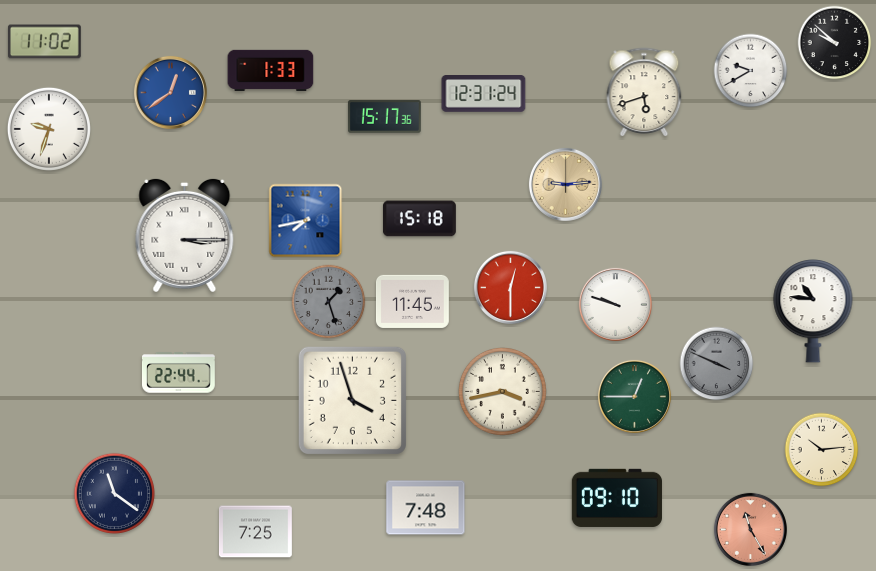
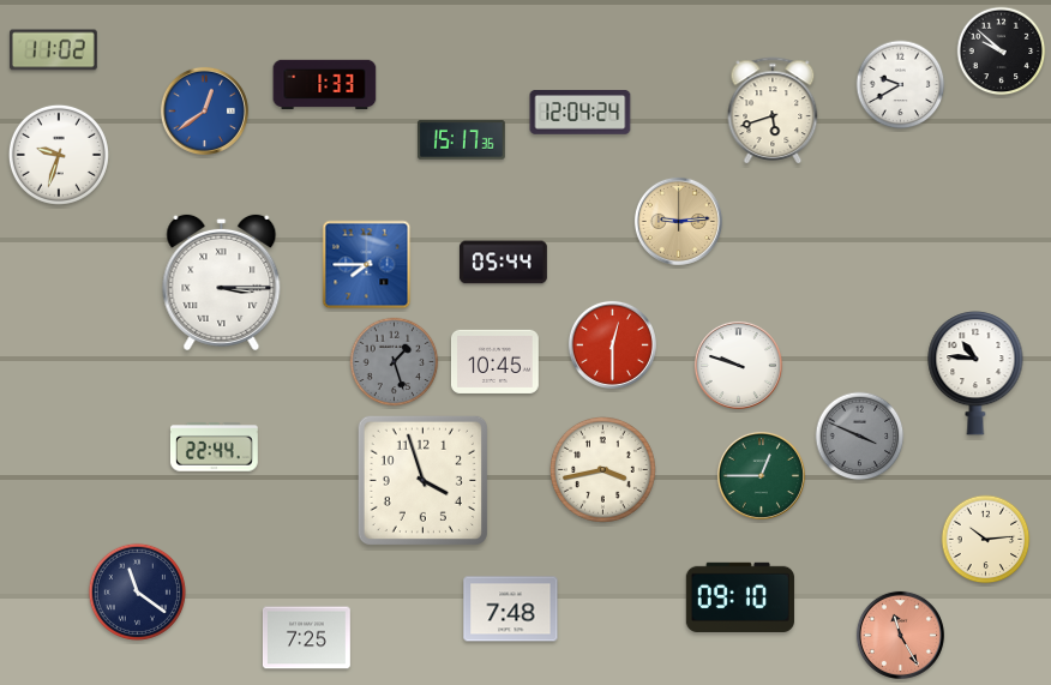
clock at (484, 94): 12:31 -> 12:04
clock at (420, 219): 15:18 -> 05:44
clock at (306, 221): 7:43 -> 7:45
clock at (412, 301): 11:45 -> 10:45
